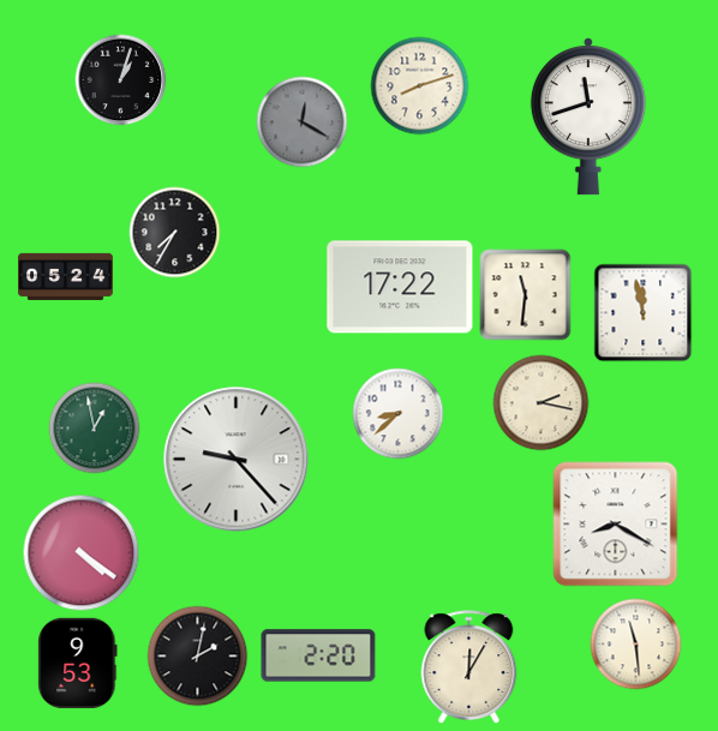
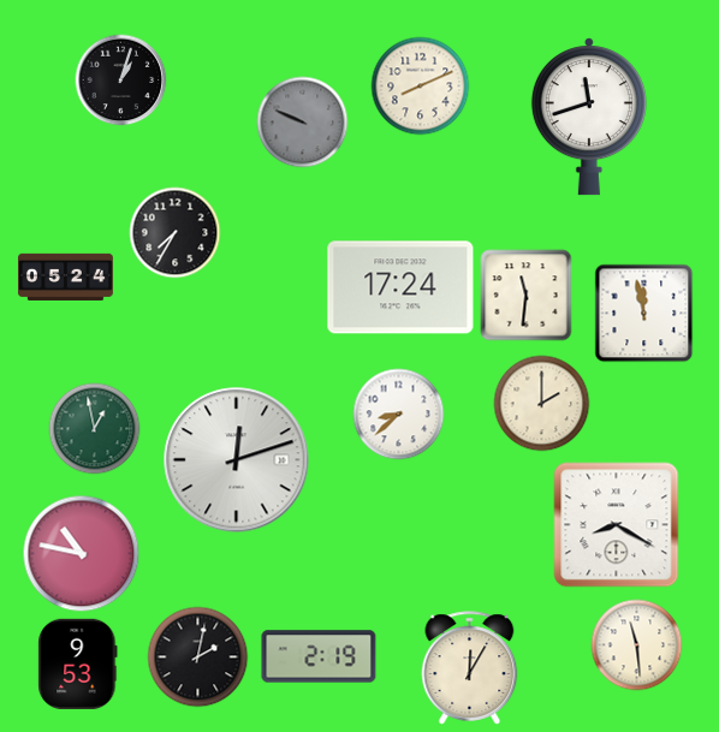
clock at (420, 86): 8:12 -> 8:11
clock at (303, 122): 12:20 -> 9:49
clock at (400, 287): 17:22 -> 17:24
clock at (542, 403): 2:17 -> 2:00
clock at (237, 460): 9:23 -> 12:12
clock at (82, 553): 4:21 -> 10:47
clock at (318, 655): 2:20 -> 2:19
